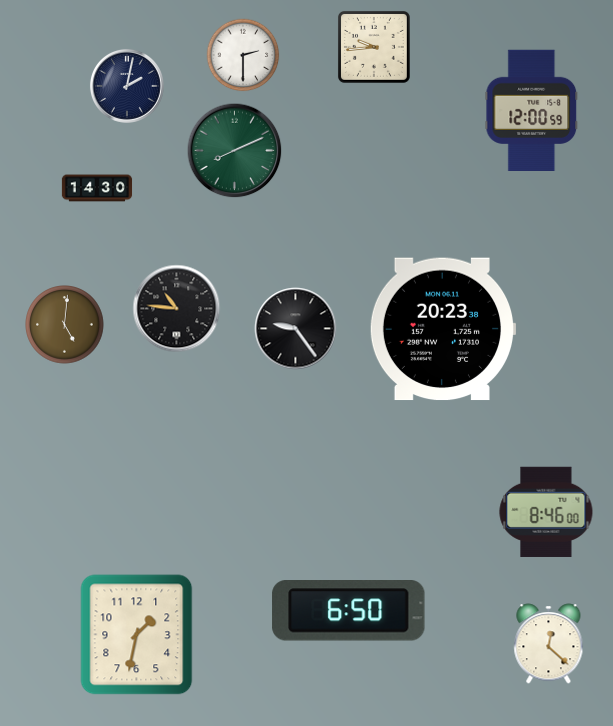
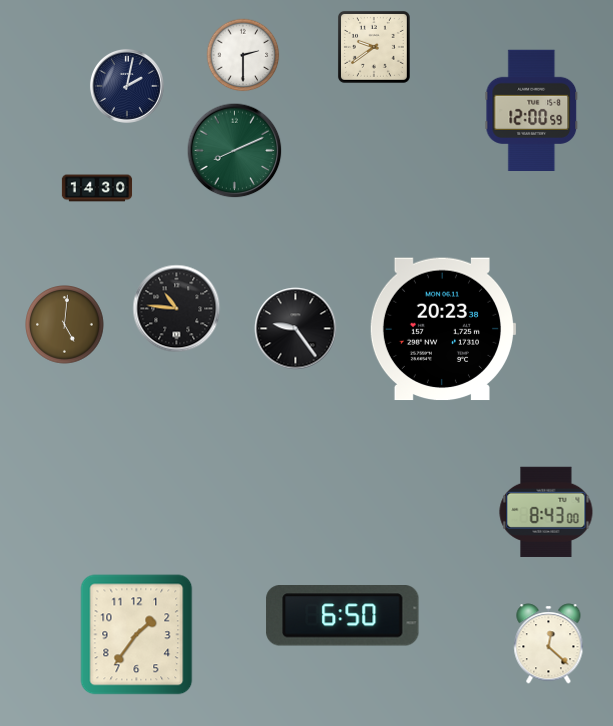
clock at (374, 47): 9:44 -> 9:39
clock at (546, 512): 8:46 -> 8:43
clock at (349, 611) position: (349, 611) -> (343, 616)
clock at (137, 635): 1:32 -> 1:36
